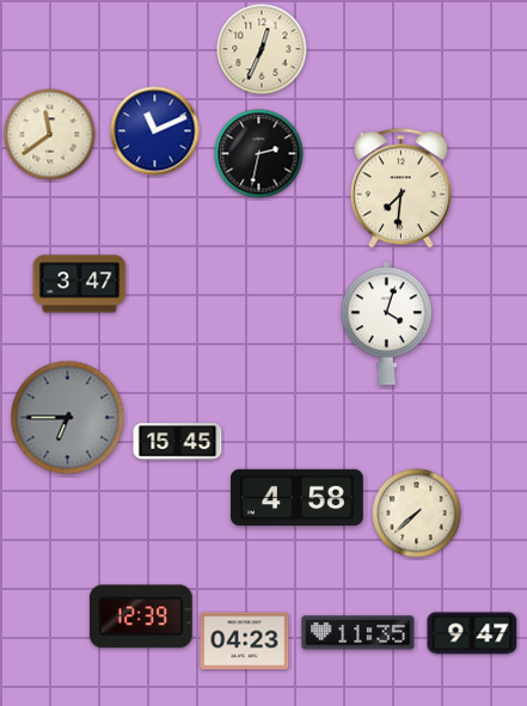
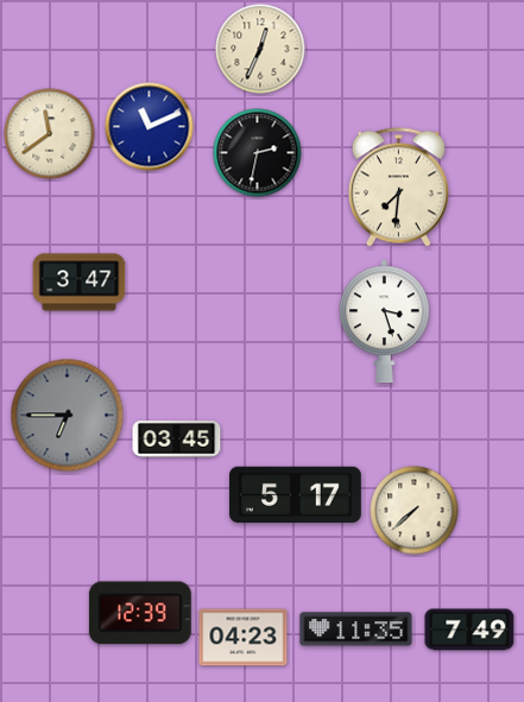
clock at (155, 131) position: (155, 131) -> (150, 127)
clock at (387, 324): 4:03 -> 3:27
clock at (178, 442): 15:45 -> 03:45
clock at (298, 498): 4:58 -> 5:17
clock at (472, 633): 9:47 -> 7:49
